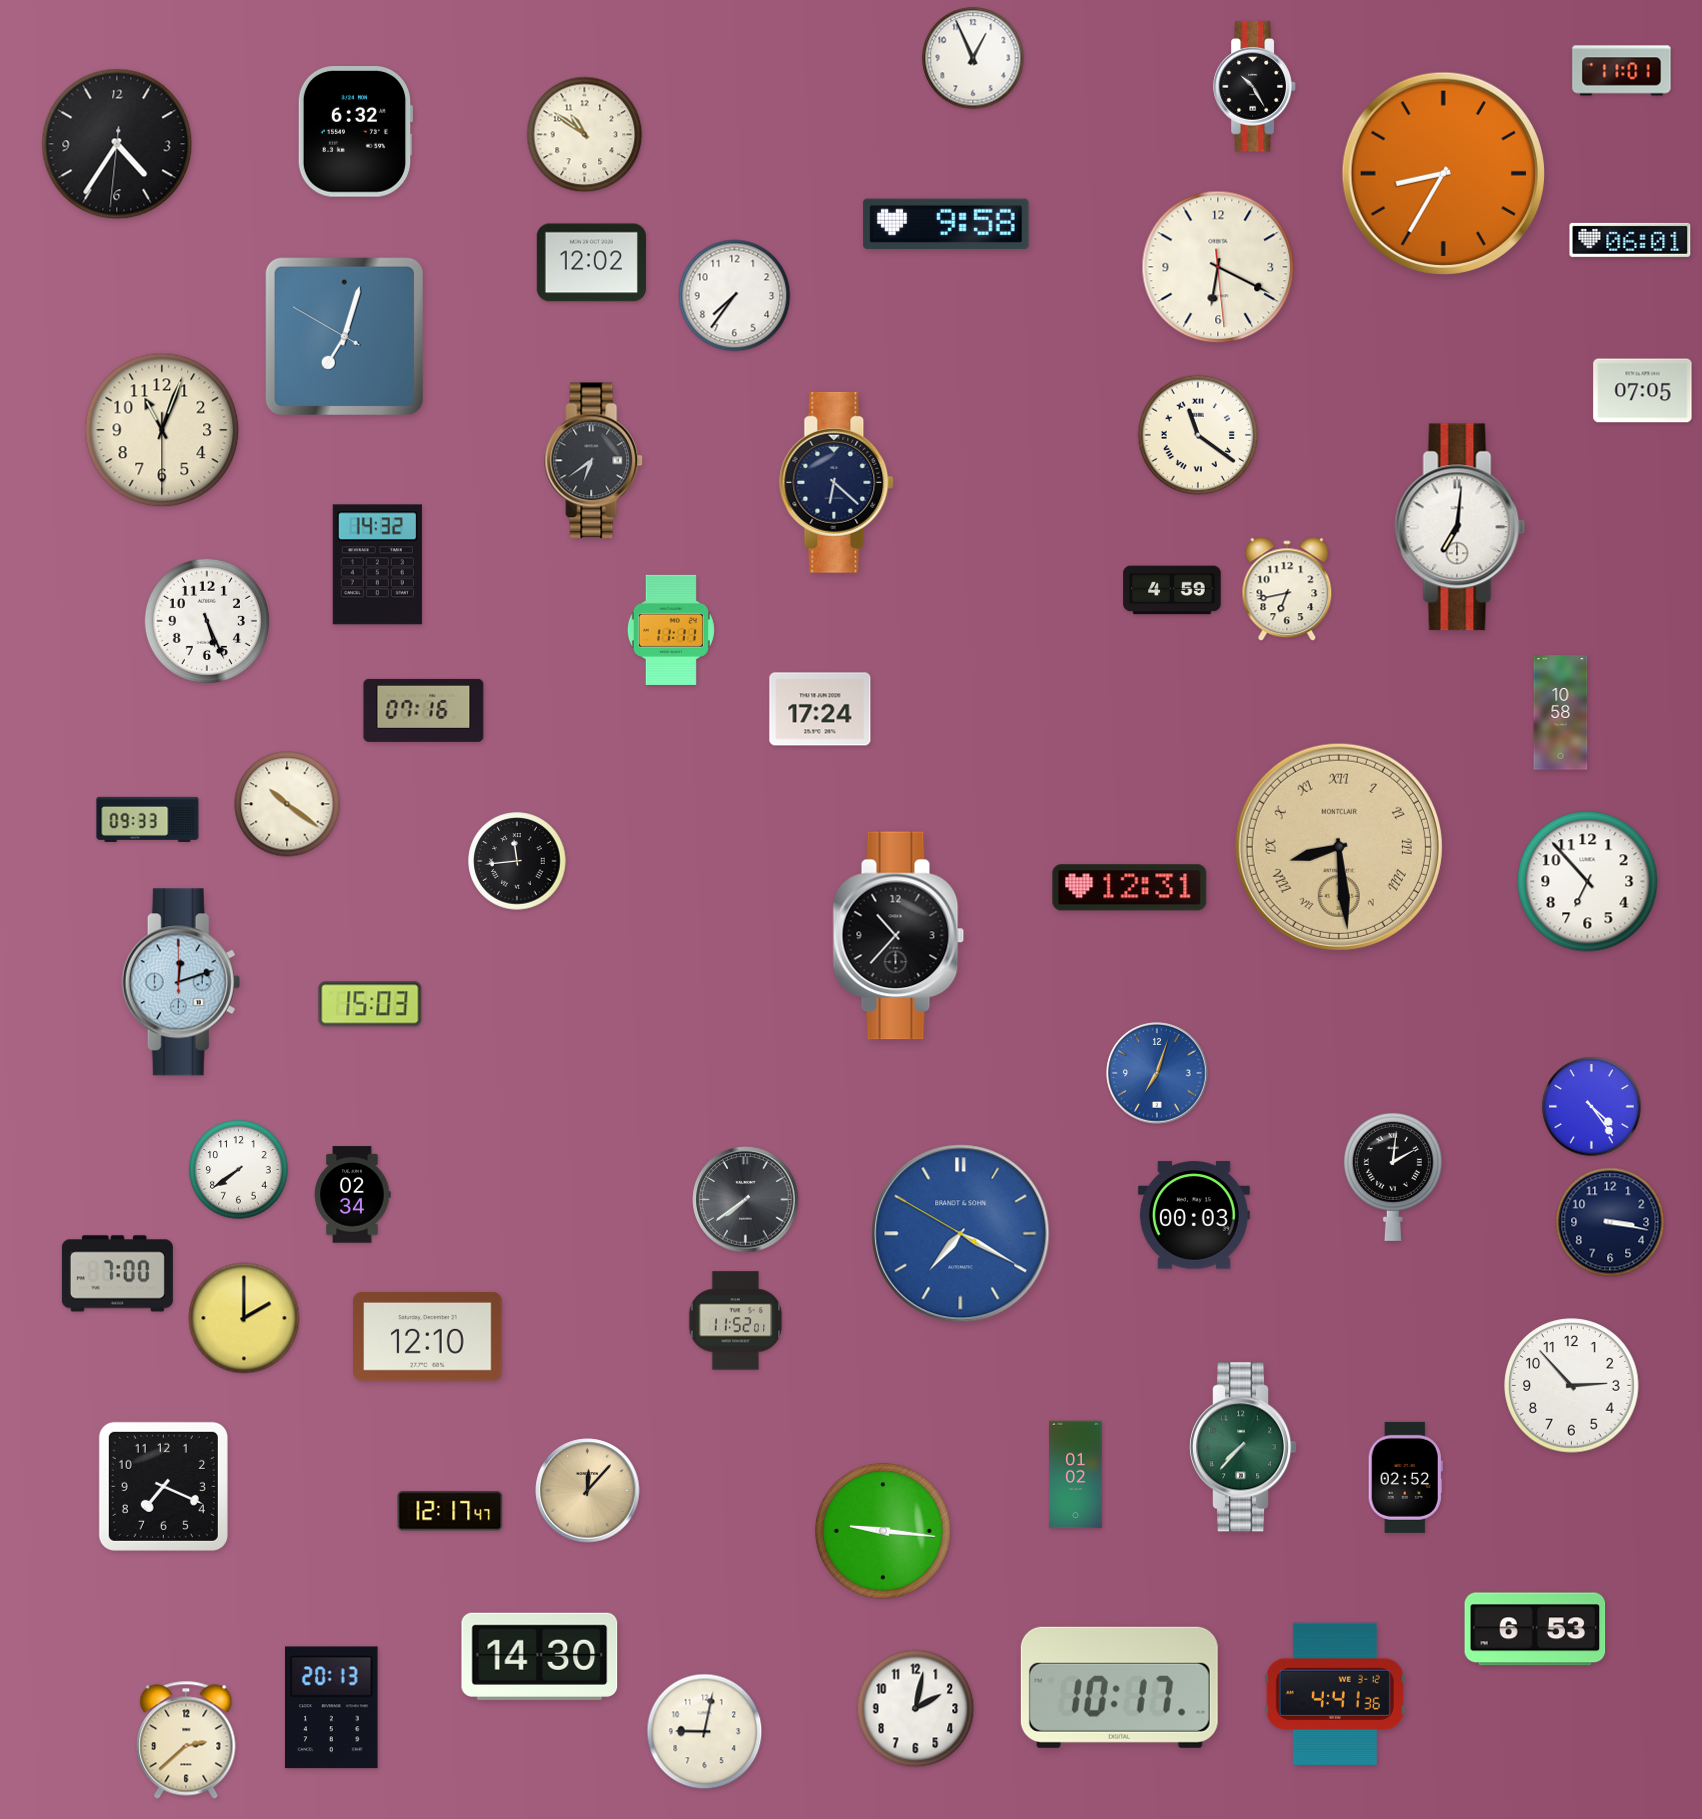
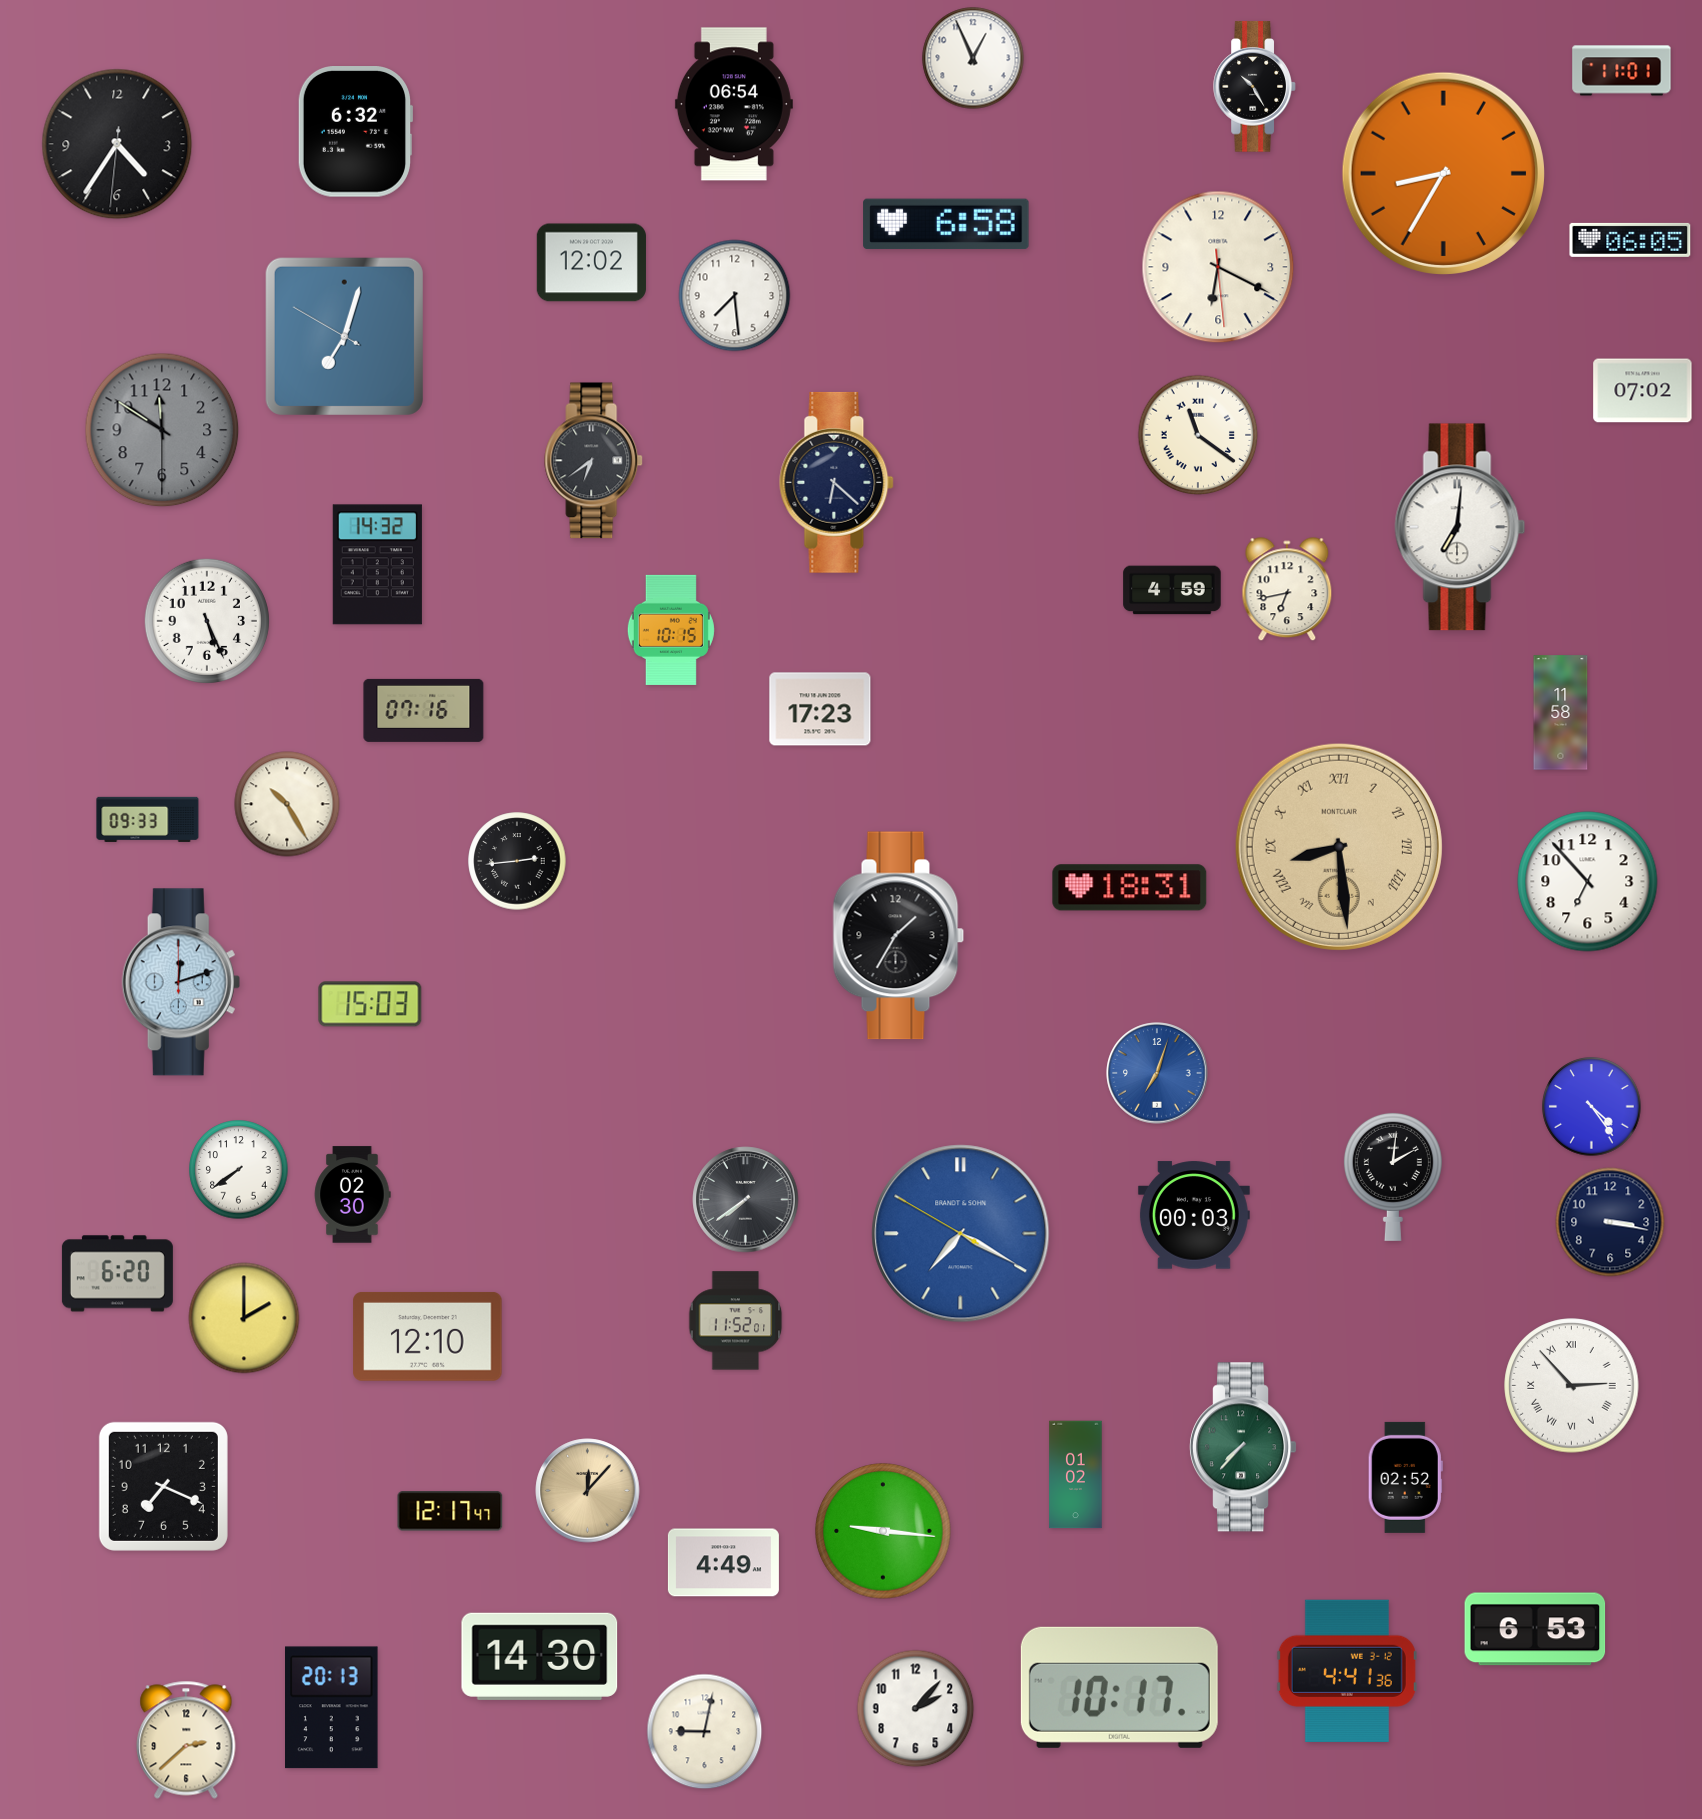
clock at (734, 104): none -> 06:54
clock at (585, 135): 10:51 -> none
clock at (946, 224): 9:58 -> 6:58
clock at (1630, 240): 06:01 -> 06:05
clock at (735, 296): 7:36 -> 7:29
clock at (1643, 391): 07:05 -> 07:02
clock at (162, 430): 11:03 -> 11:50
clock at (162, 430) dial: cream -> grey
clock at (671, 630): 11:11 -> 10:15
clock at (820, 709): 17:24 -> 17:23
clock at (1561, 713): 10:58 -> 11:58
clock at (287, 804): 10:21 -> 10:25
clock at (517, 861): 11:44 -> 2:44
clock at (1130, 888): 12:31 -> 18:31
clock at (899, 936): 10:37 -> 1:35
clock at (352, 1195): 02:34 -> 02:30
clock at (117, 1274): 7:00 -> 6:20
clock at (1572, 1386) numerals: Arabic -> Roman
clock at (723, 1563): none -> 4:49
clock at (1335, 1694) position: (1335, 1694) -> (1347, 1671)
clock at (916, 1709): 2:02 -> 2:07
